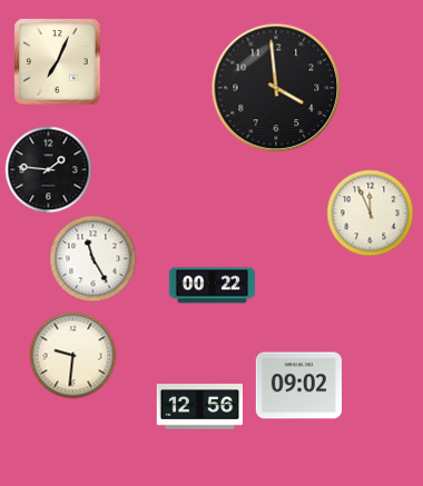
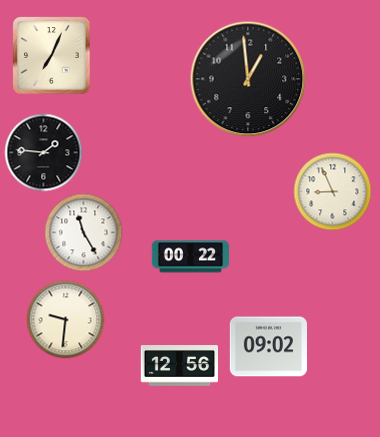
clock at (276, 88): 3:59 -> 12:59
clock at (370, 212): 11:56 -> 8:56
